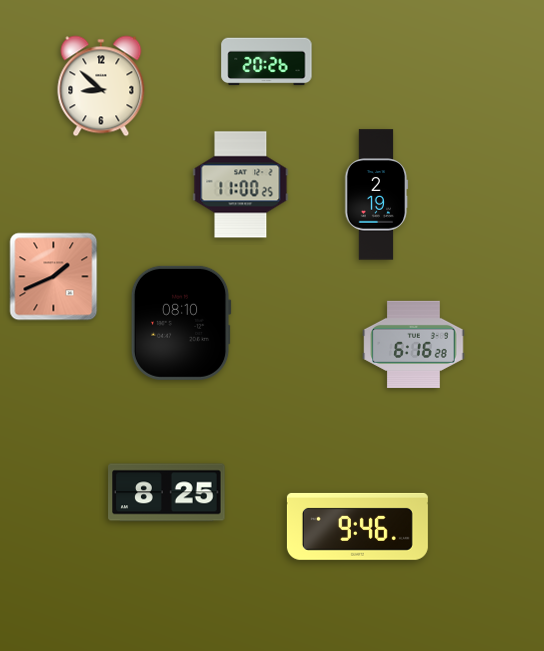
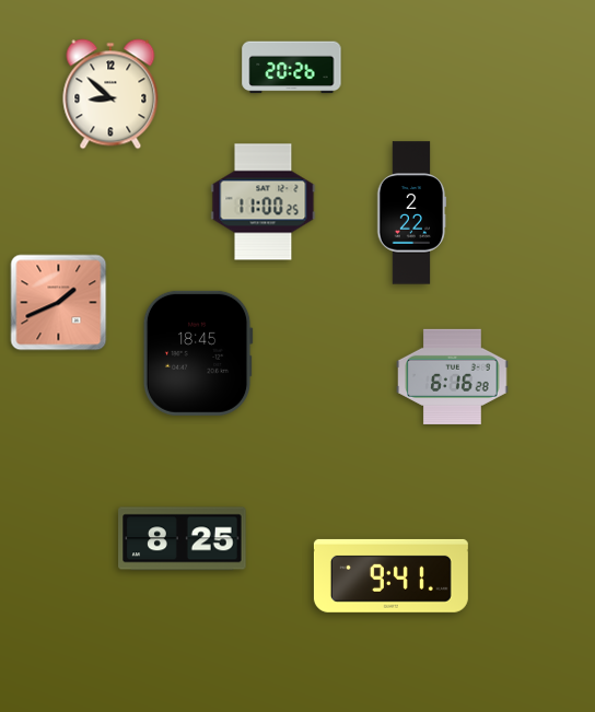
clock at (377, 195): 2:19 -> 2:22
clock at (181, 323): 08:10 -> 18:45
clock at (357, 526): 9:46 -> 9:41
